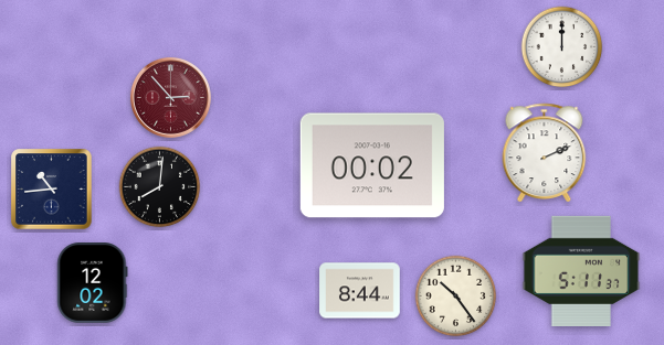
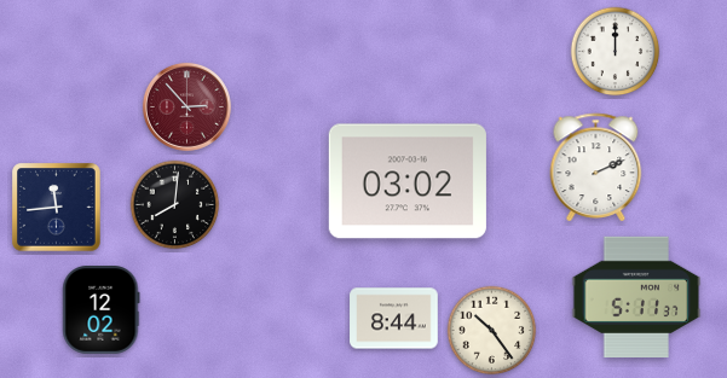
clock at (372, 165): 00:02 -> 03:02
clock at (52, 190): 10:44 -> 11:44
clock at (456, 297) position: (456, 297) -> (492, 331)
